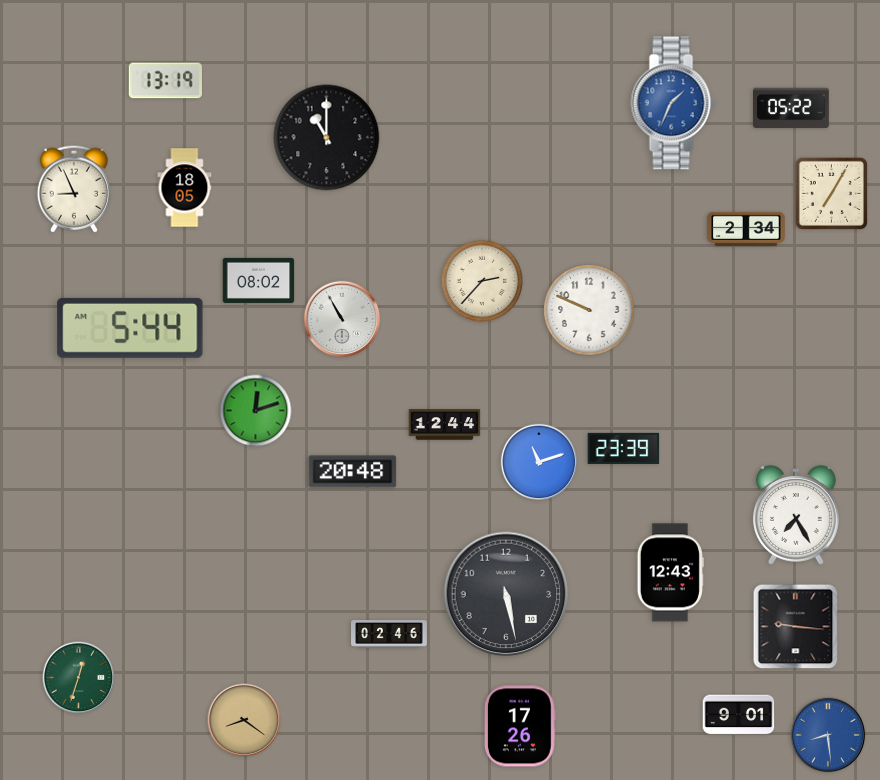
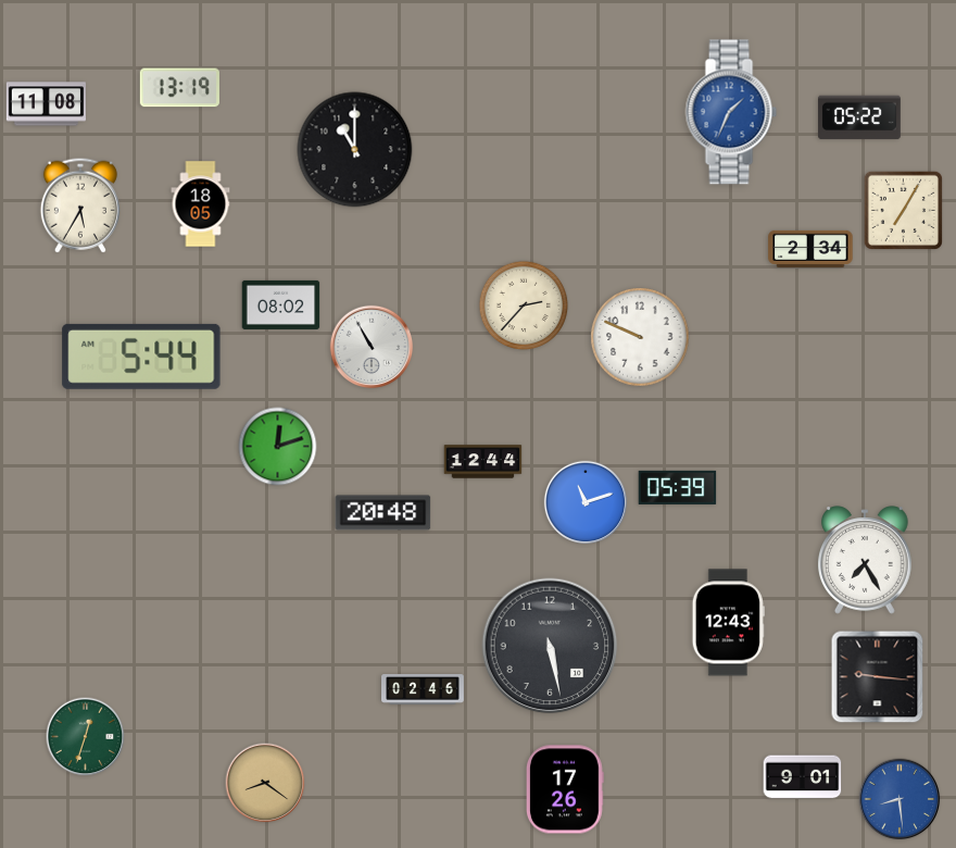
clock at (46, 104): none -> 11:08
clock at (74, 189): 8:56 -> 5:35
clock at (624, 448): 23:39 -> 05:39
clock at (796, 627) position: (796, 627) -> (878, 677)
